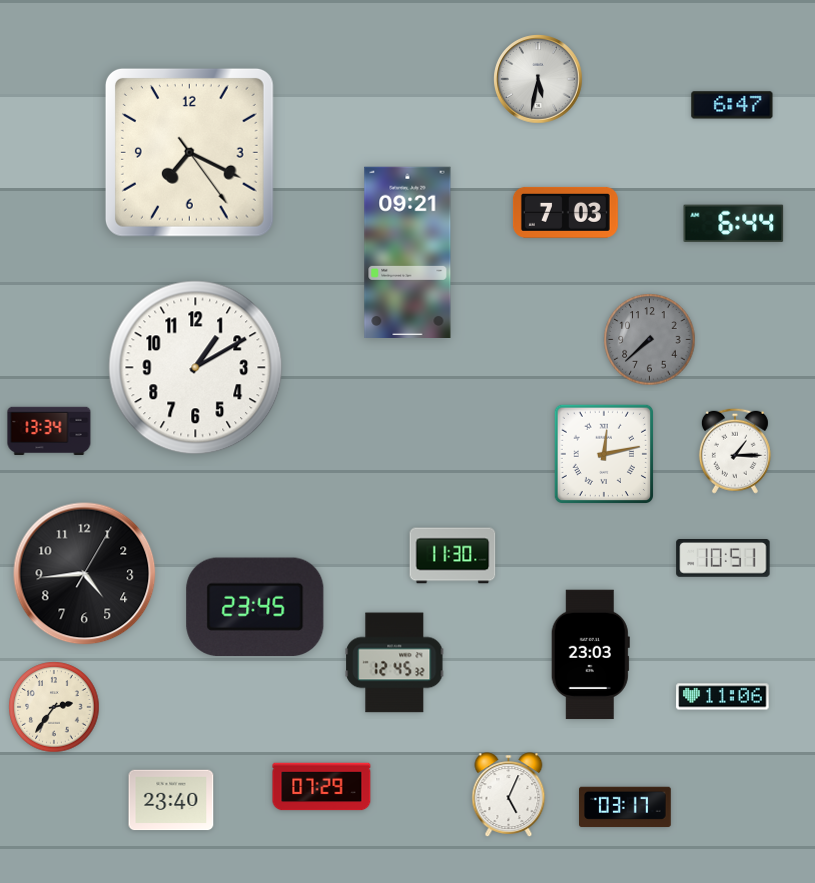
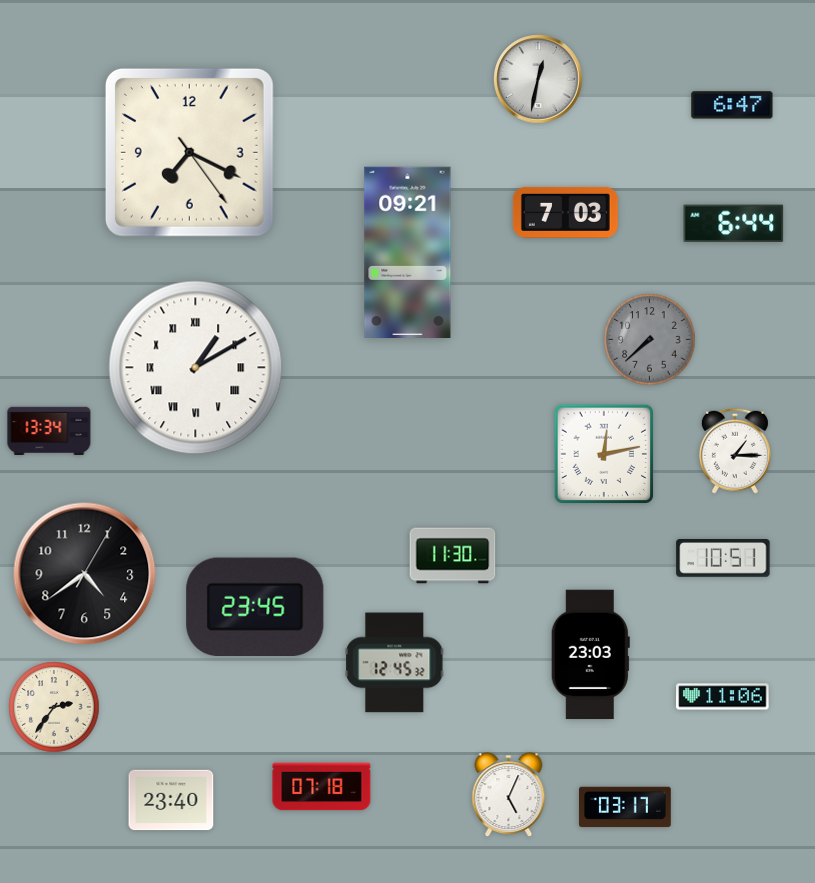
clock at (538, 79): 5:32 -> 12:32
clock at (196, 368) numerals: Arabic -> Roman
clock at (85, 574): 4:44 -> 4:39
clock at (322, 787): 07:29 -> 07:18
